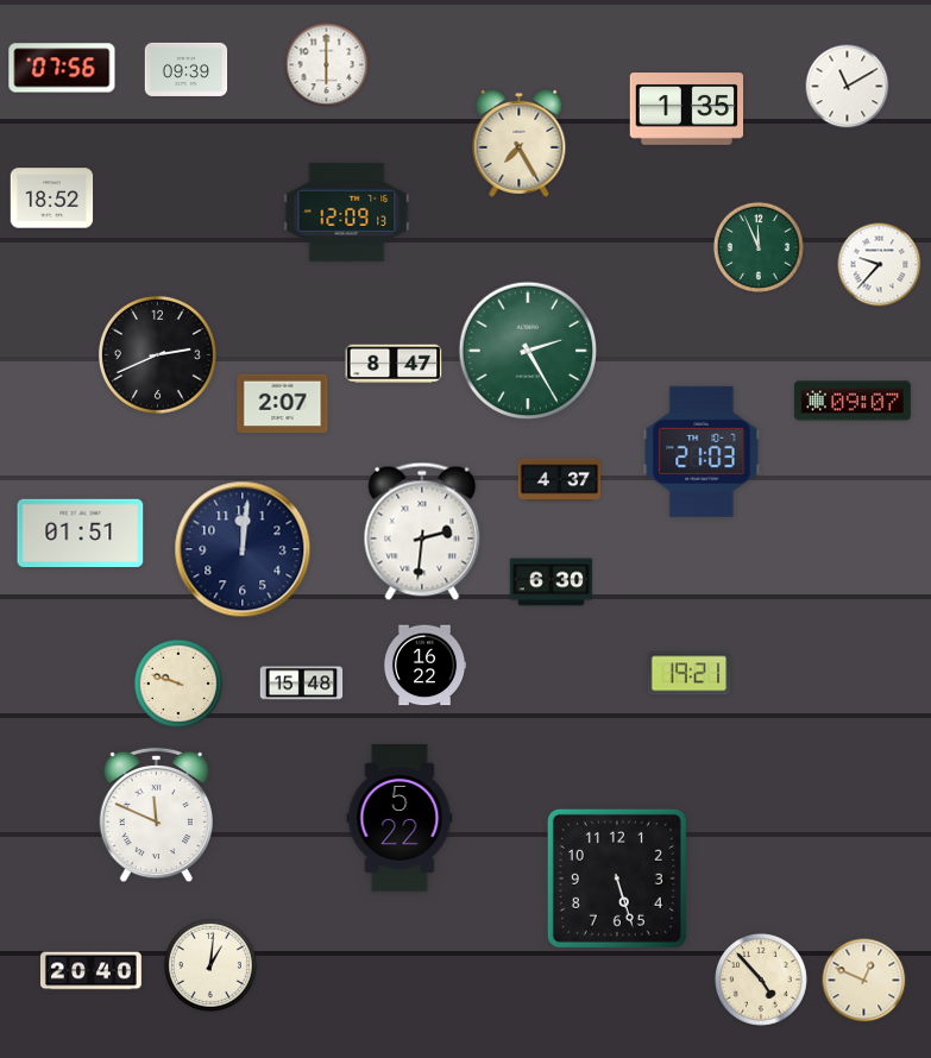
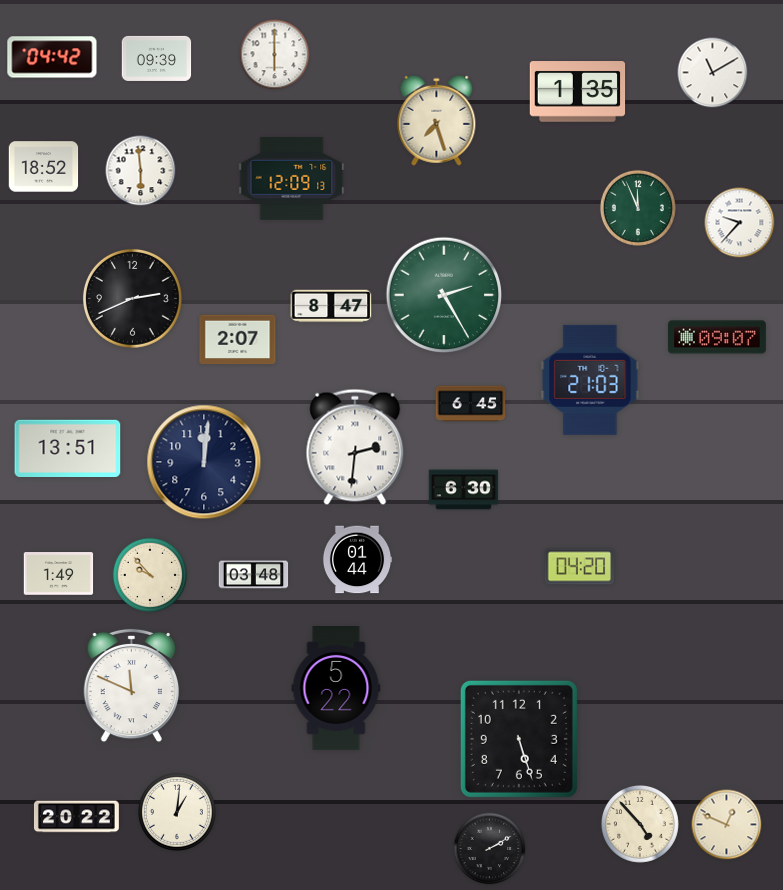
clock at (62, 68): 07:56 -> 04:42
clock at (520, 143): 7:25 -> 7:27
clock at (141, 171): none -> 5:59
clock at (560, 480): 4:37 -> 6:45
clock at (81, 533): 01:51 -> 13:51
clock at (424, 666): 16:22 -> 01:44
clock at (690, 674): 19:21 -> 04:20
clock at (59, 574): none -> 1:49
clock at (178, 684): 9:48 -> 9:53
clock at (302, 684): 15:48 -> 03:48
clock at (90, 971): 20:40 -> 20:22
clock at (490, 849): none -> 2:10
